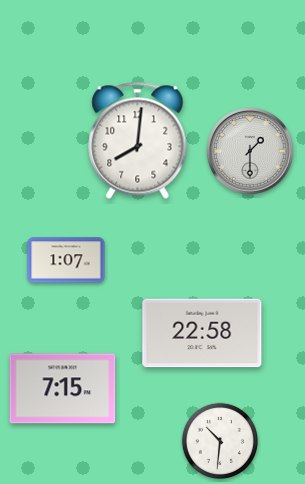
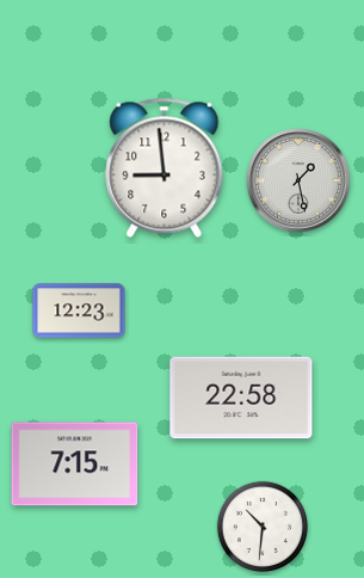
clock at (138, 140): 8:01 -> 8:59
clock at (250, 151): 1:30 -> 1:28
clock at (66, 260): 1:07 -> 12:23
